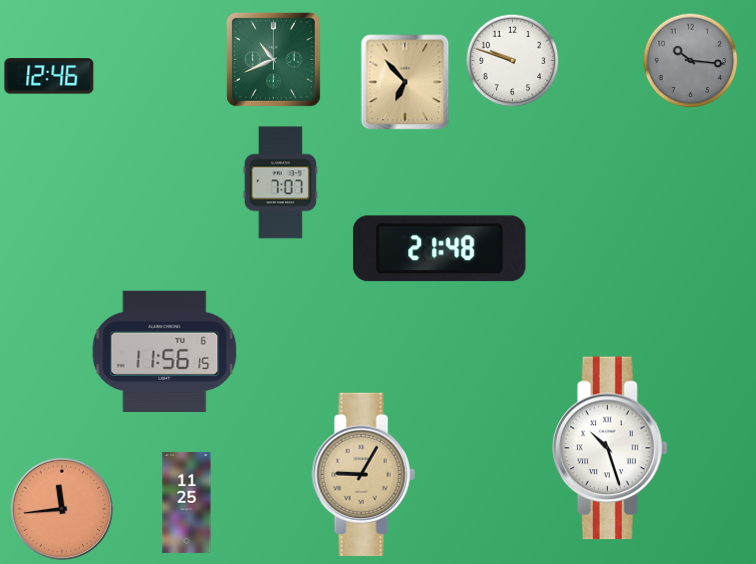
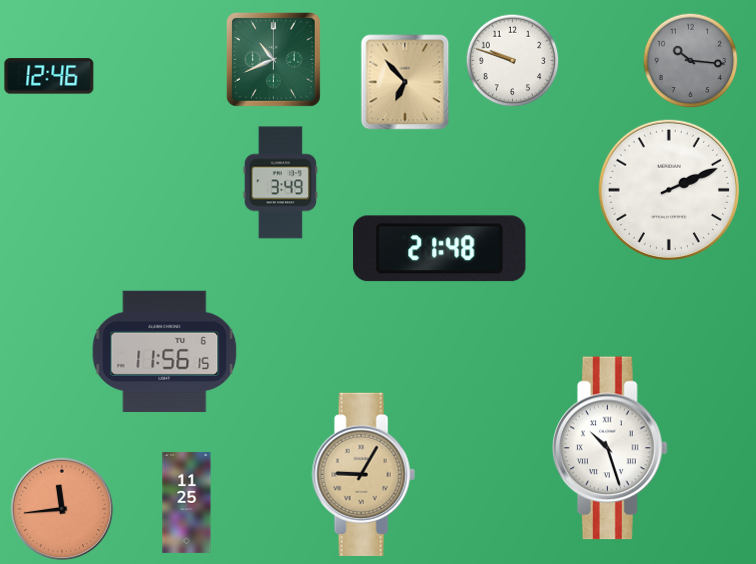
clock at (280, 183): 7:07 -> 3:49
clock at (669, 190): none -> 2:11
